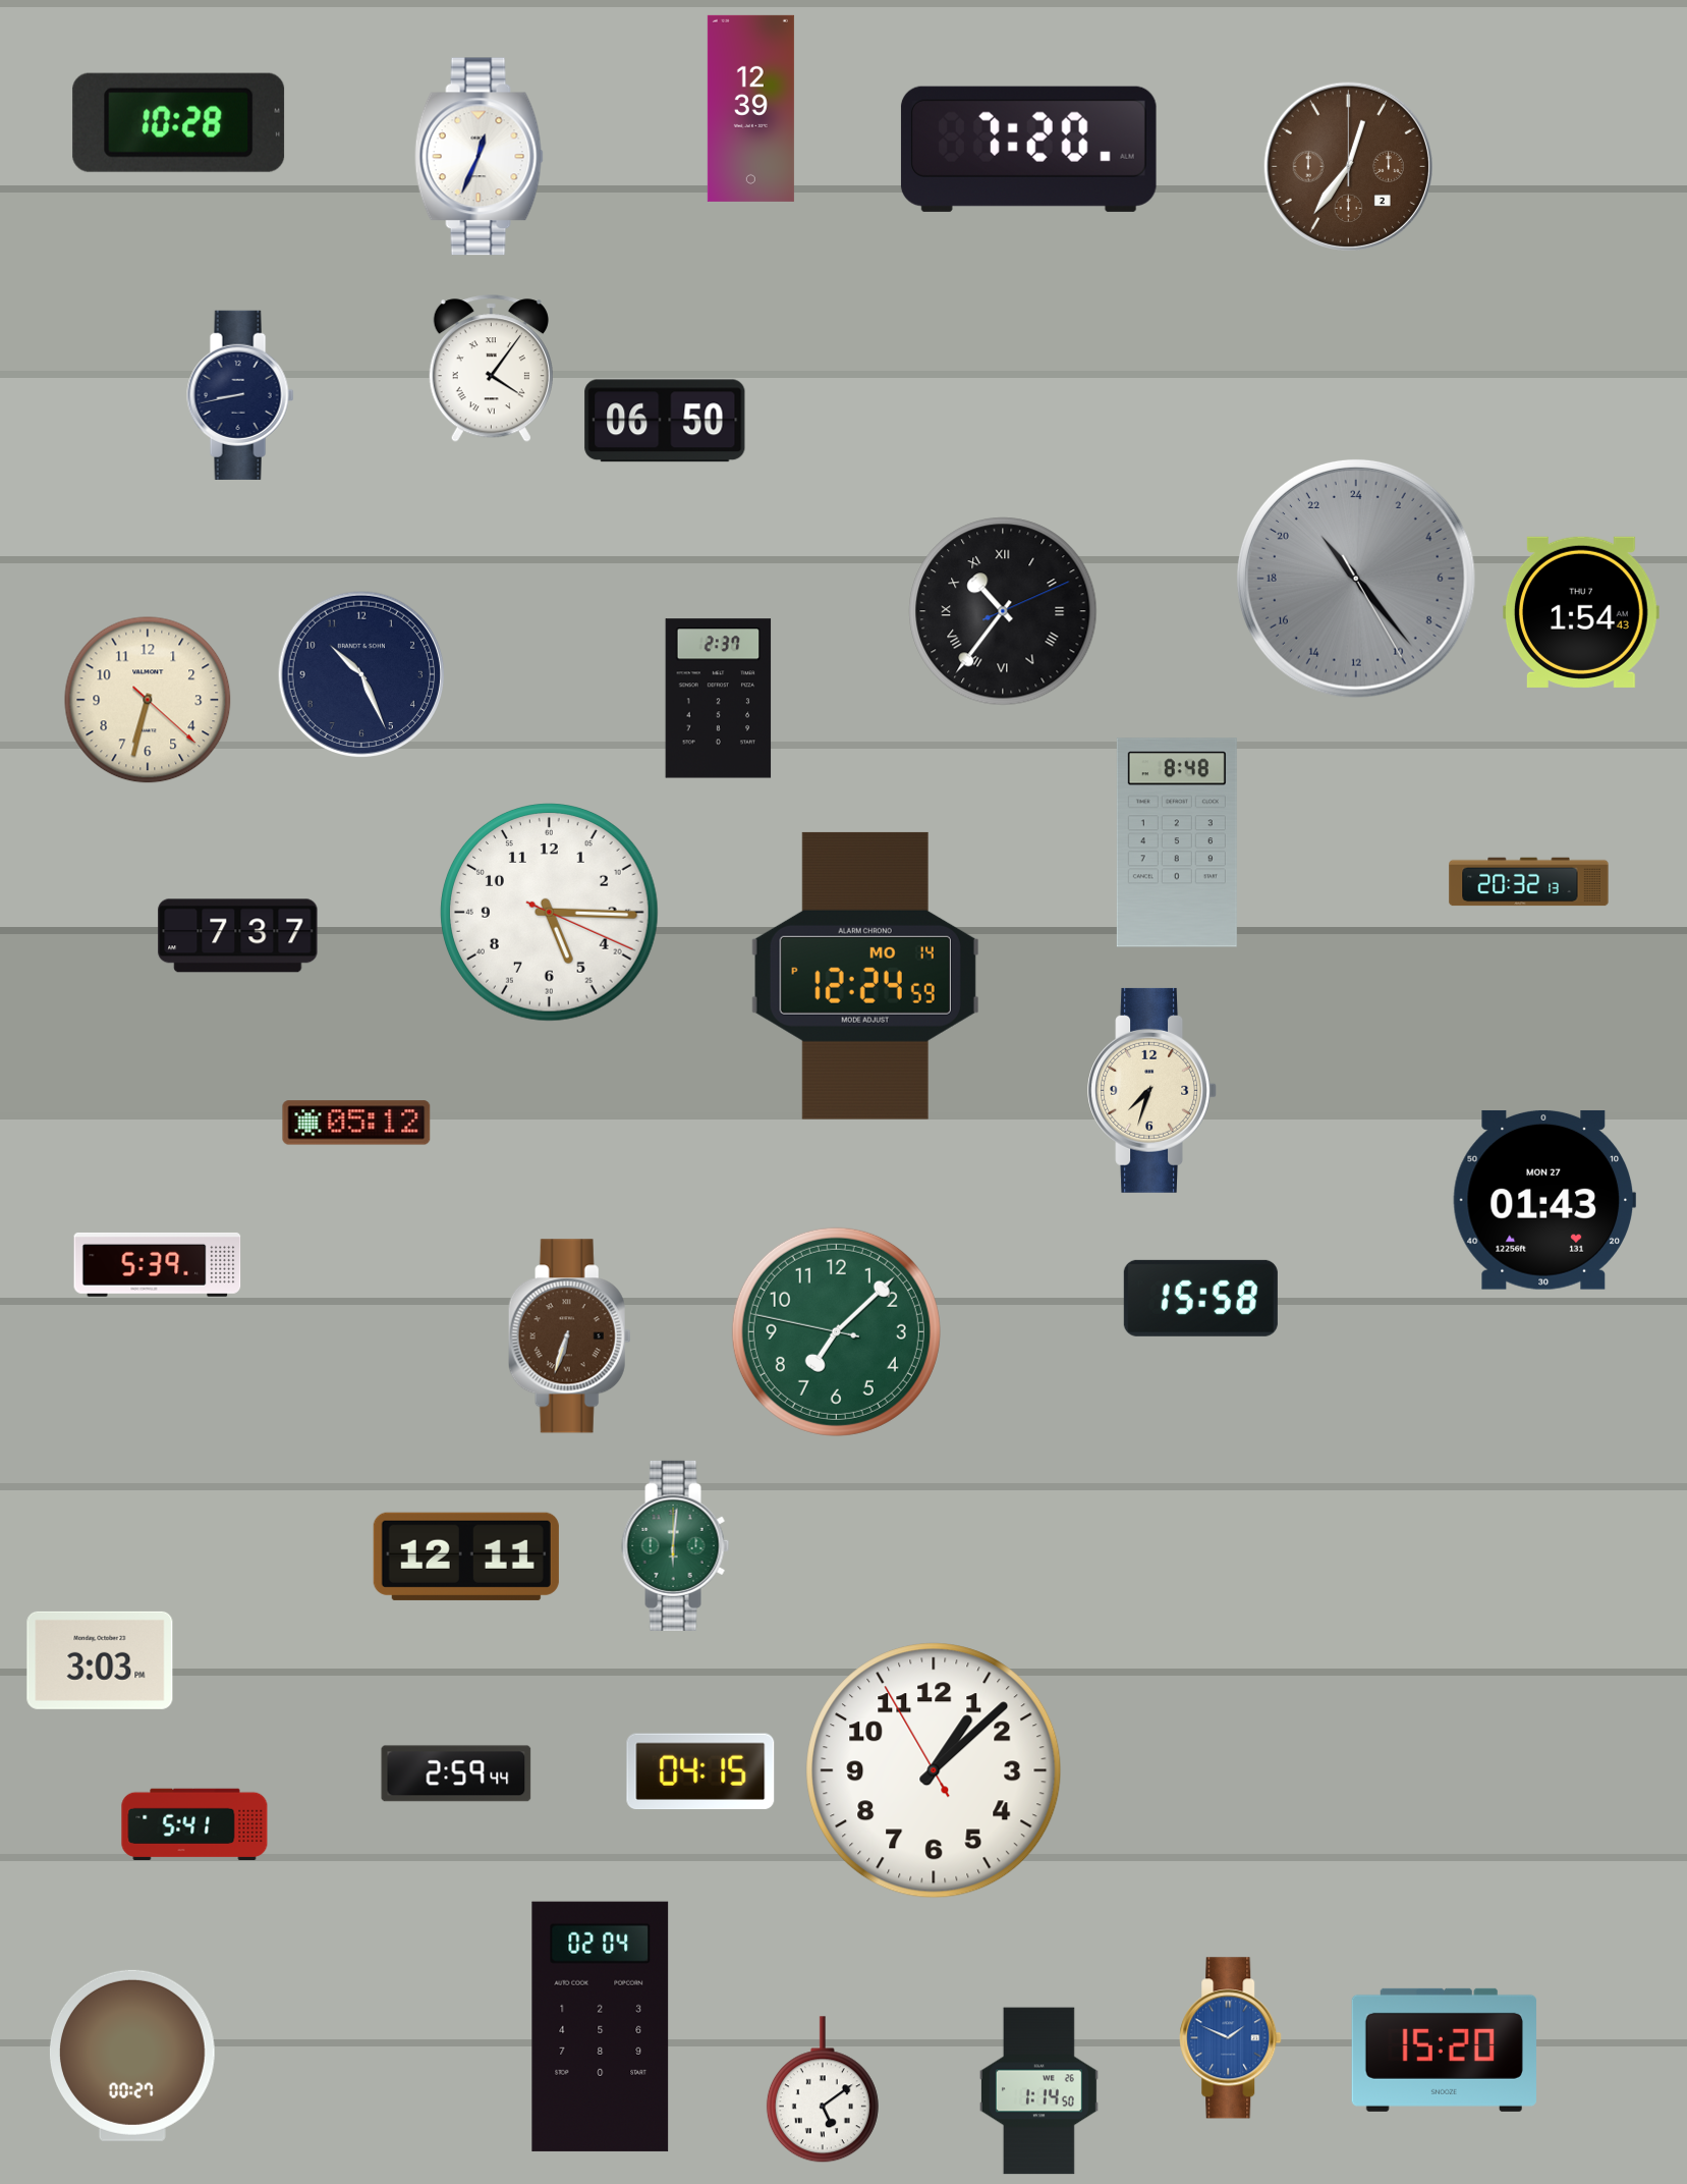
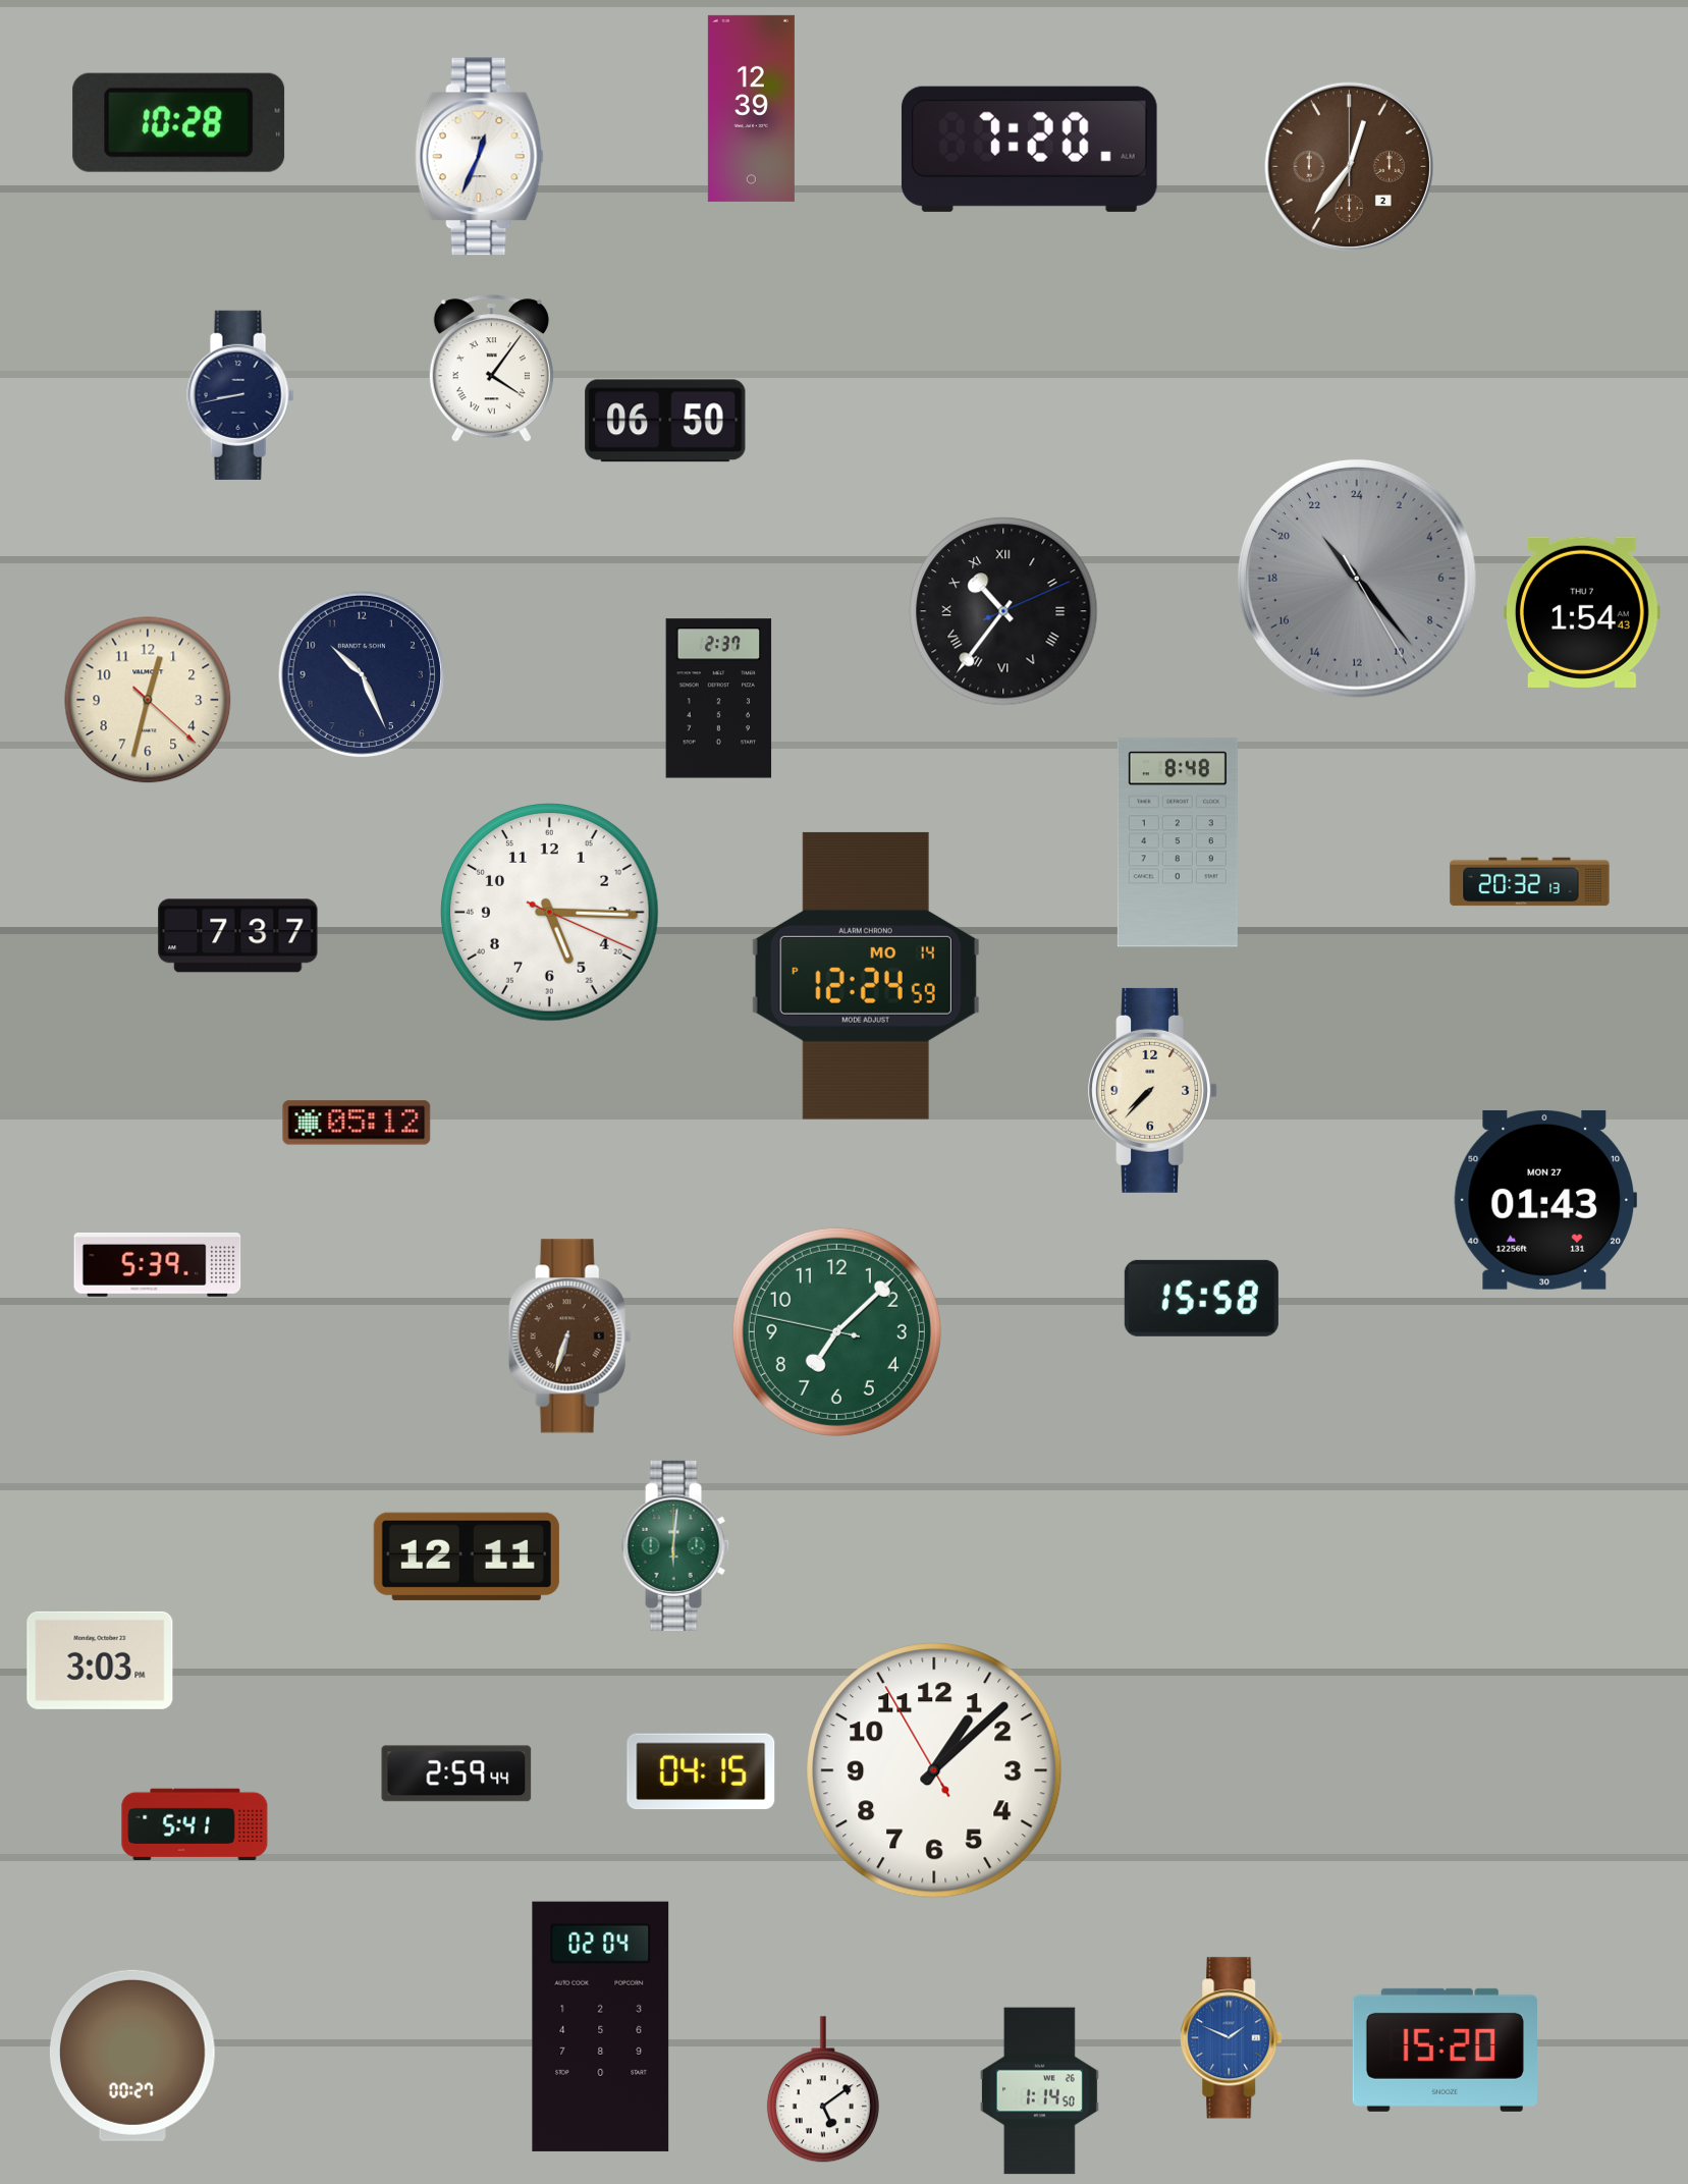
clock at (148, 700): 6:32 -> 12:32
clock at (1151, 1090): 7:33 -> 7:37
